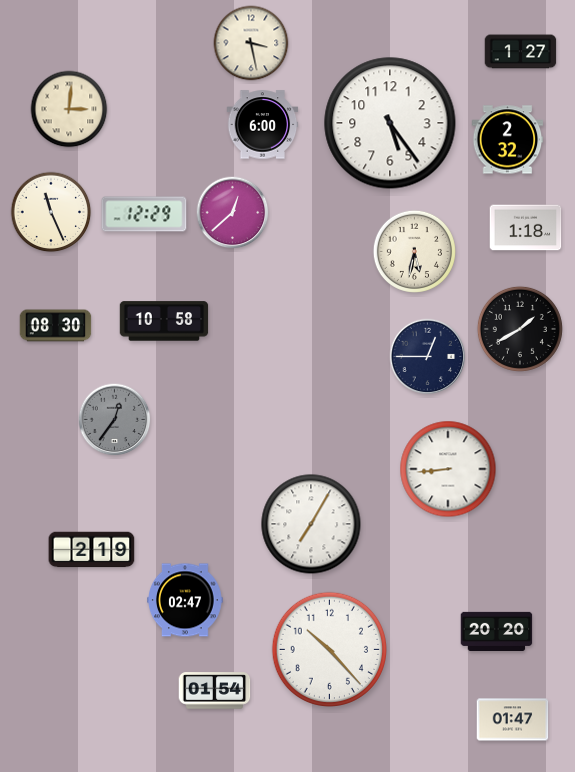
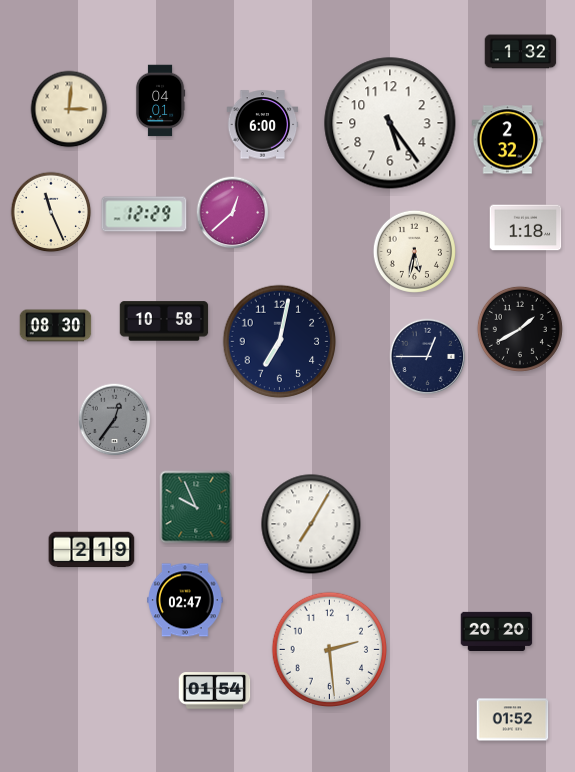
clock at (251, 43): 3:28 -> none
clock at (521, 52): 1:27 -> 1:32
clock at (160, 101): none -> 04:01
clock at (280, 342): none -> 7:02
clock at (448, 469): 8:44 -> none
clock at (196, 507): none -> 9:56
clock at (329, 649): 10:23 -> 2:29
clock at (513, 720): 01:47 -> 01:52
